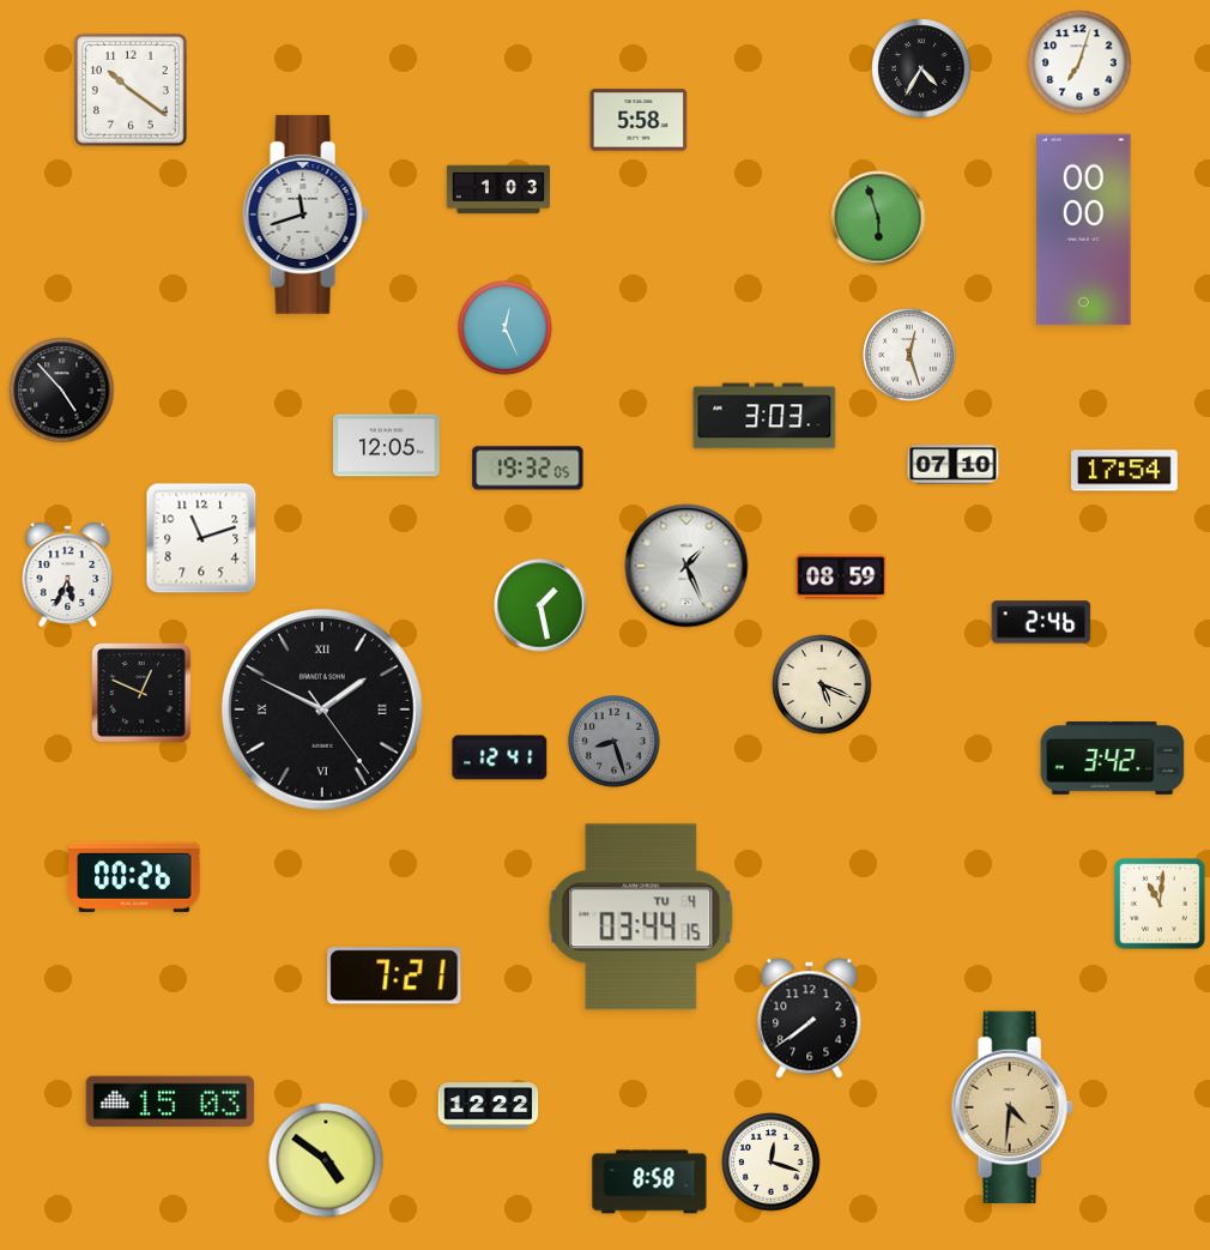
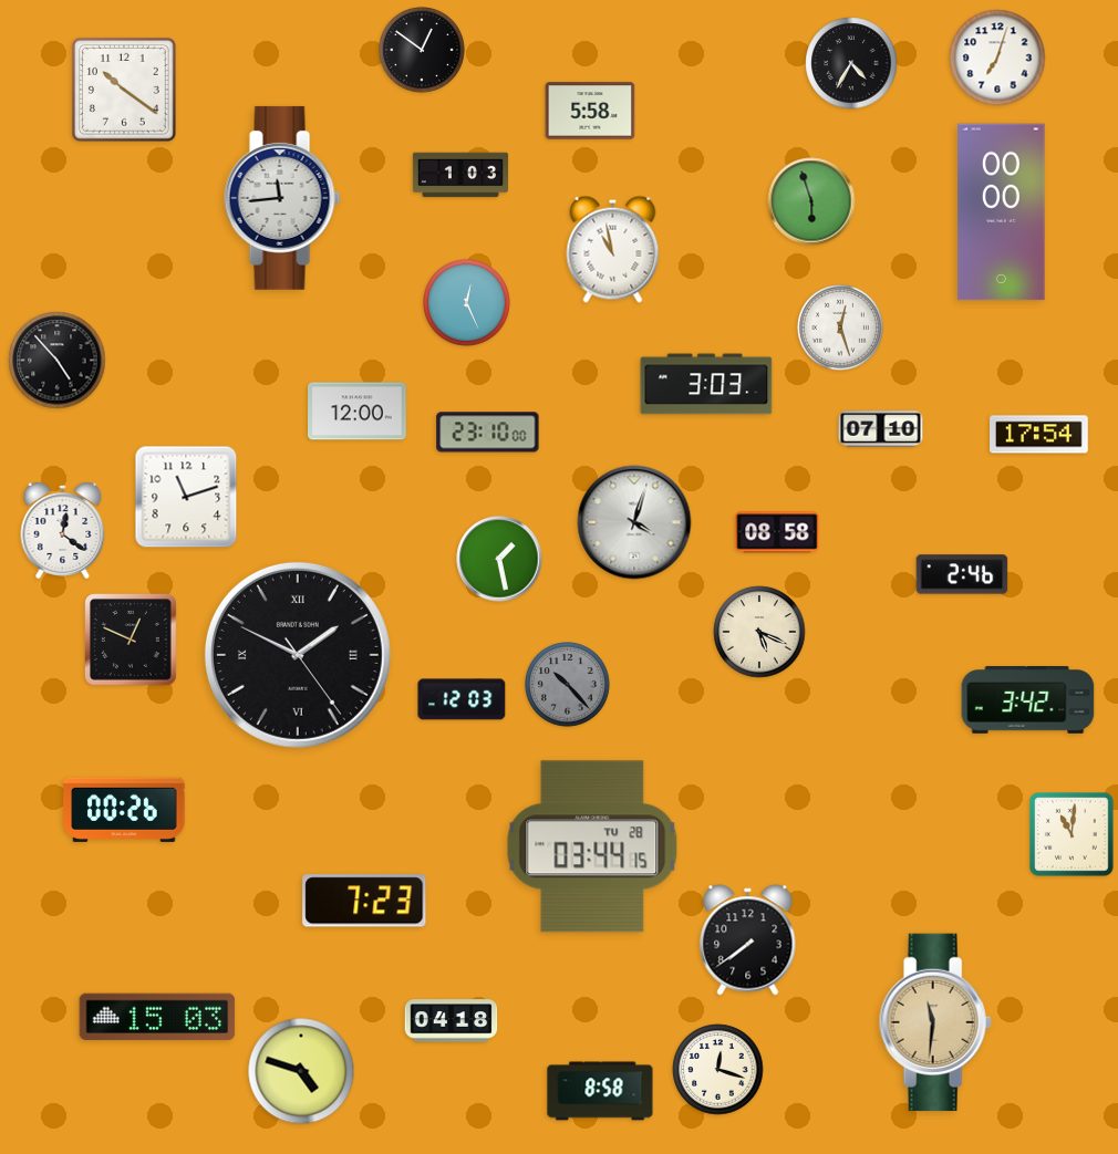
clock at (422, 50): none -> 12:51
clock at (131, 90) position: (131, 90) -> (124, 90)
clock at (305, 215): 11:42 -> 11:44
clock at (613, 249): none -> 10:58
clock at (387, 446): 12:05 -> 12:00
clock at (528, 469): 19:32 -> 23:10
clock at (686, 566): 1:26 -> 4:03
clock at (68, 574): 5:34 -> 12:21
clock at (841, 576): 08:59 -> 08:58
clock at (615, 742): 8:27 -> 10:23
clock at (500, 757): 12:41 -> 12:03
clock at (641, 917) date: TU 4 -> TU 28
clock at (394, 976): 7:21 -> 7:23
clock at (489, 1106): 12:22 -> 04:18
clock at (1012, 1107): 4:31 -> 11:31
clock at (326, 1160): 4:51 -> 4:48
clock at (772, 1163) position: (772, 1163) -> (718, 1070)
